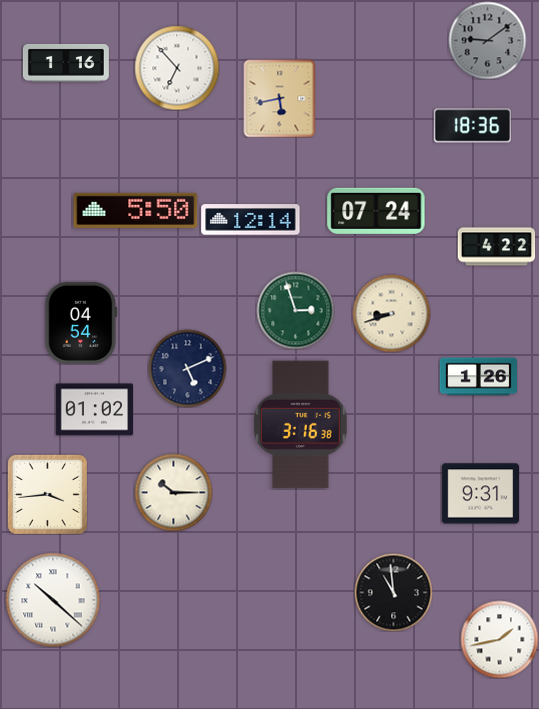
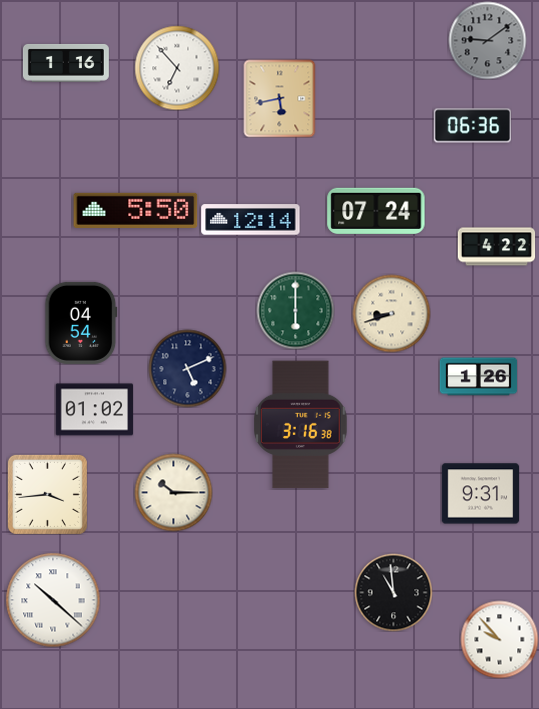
clock at (472, 126): 18:36 -> 06:36
clock at (295, 310): 2:57 -> 6:00
clock at (499, 639): 1:43 -> 9:53
